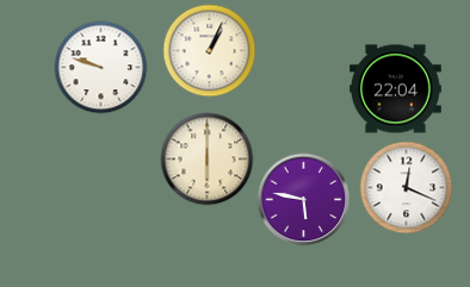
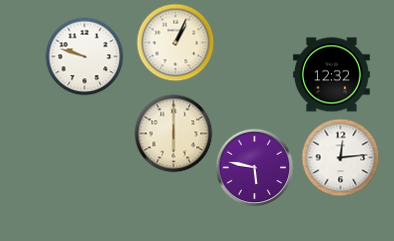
clock at (396, 89): 22:04 -> 12:32
clock at (406, 187): 12:19 -> 12:14
